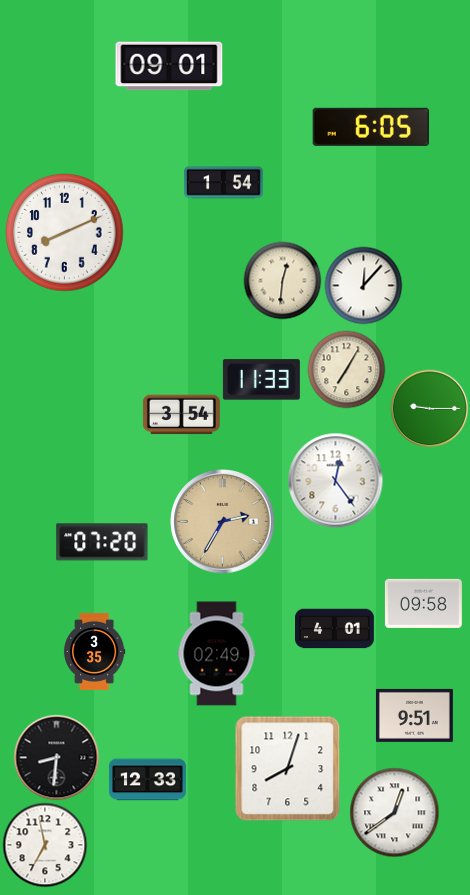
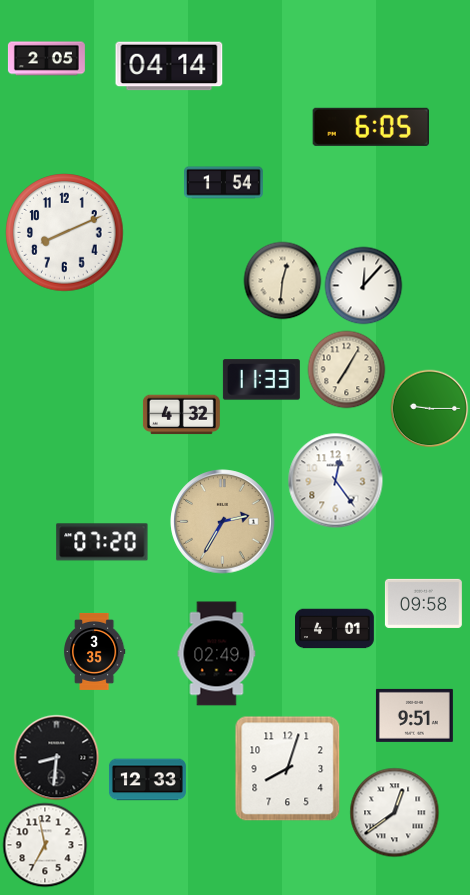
clock at (46, 59): none -> 2:05
clock at (169, 66): 09:01 -> 04:14
clock at (181, 415): 3:54 -> 4:32
